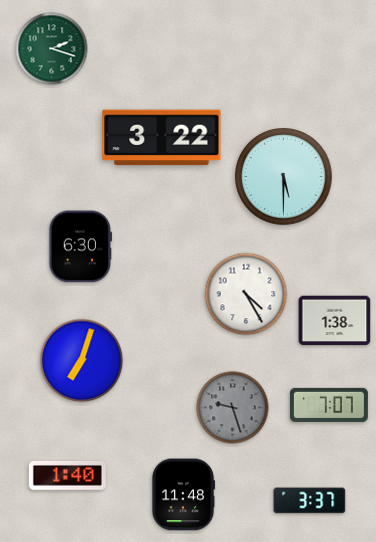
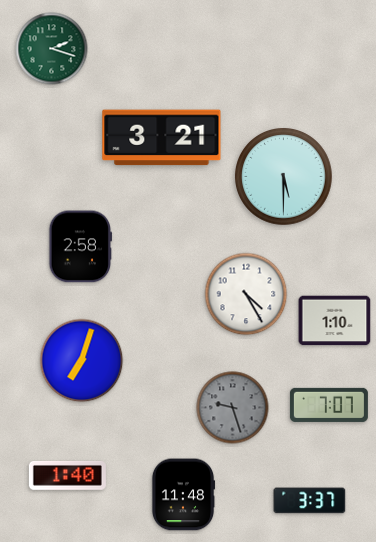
clock at (162, 138): 3:22 -> 3:21
clock at (81, 247): 6:30 -> 2:58
clock at (335, 321): 1:38 -> 1:10
